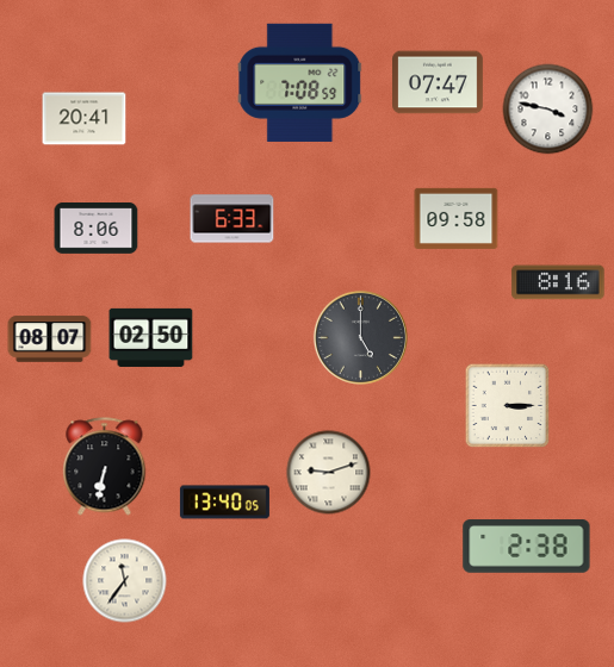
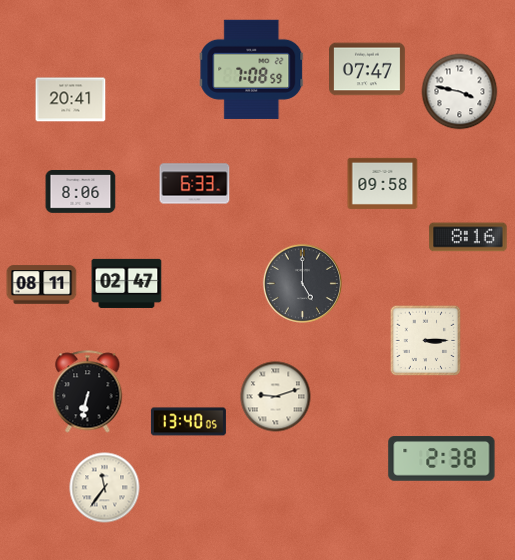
clock at (151, 337): 02:50 -> 02:47
clock at (50, 339): 08:07 -> 08:11
